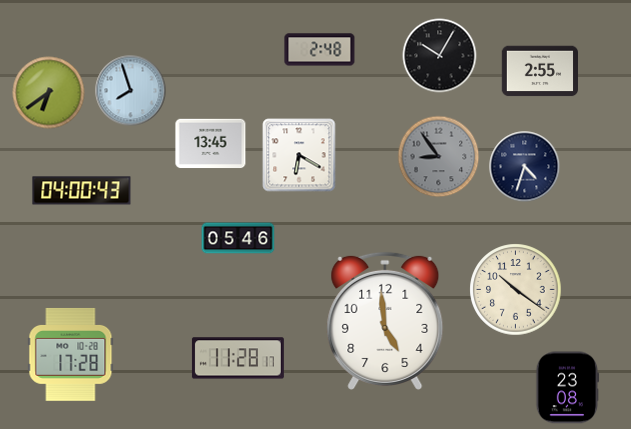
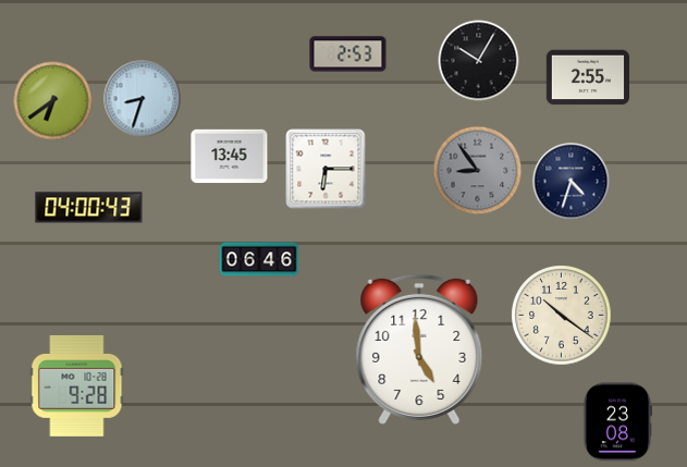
clock at (320, 50): 2:48 -> 2:53
clock at (131, 91): 7:57 -> 8:33
clock at (299, 155): 6:20 -> 6:15
clock at (238, 238): 05:46 -> 06:46
clock at (71, 354): 17:28 -> 9:28
clock at (238, 358): 11:28 -> none
